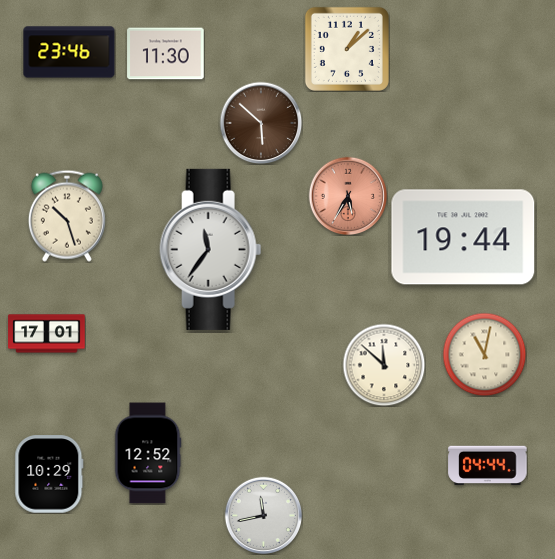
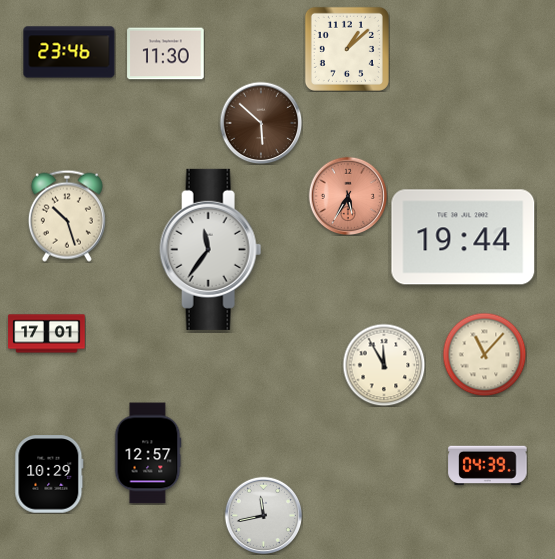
clock at (484, 354): 11:02 -> 11:07
clock at (384, 365): 11:52 -> 11:55
clock at (148, 453): 12:52 -> 12:57
clock at (488, 466): 04:44 -> 04:39
